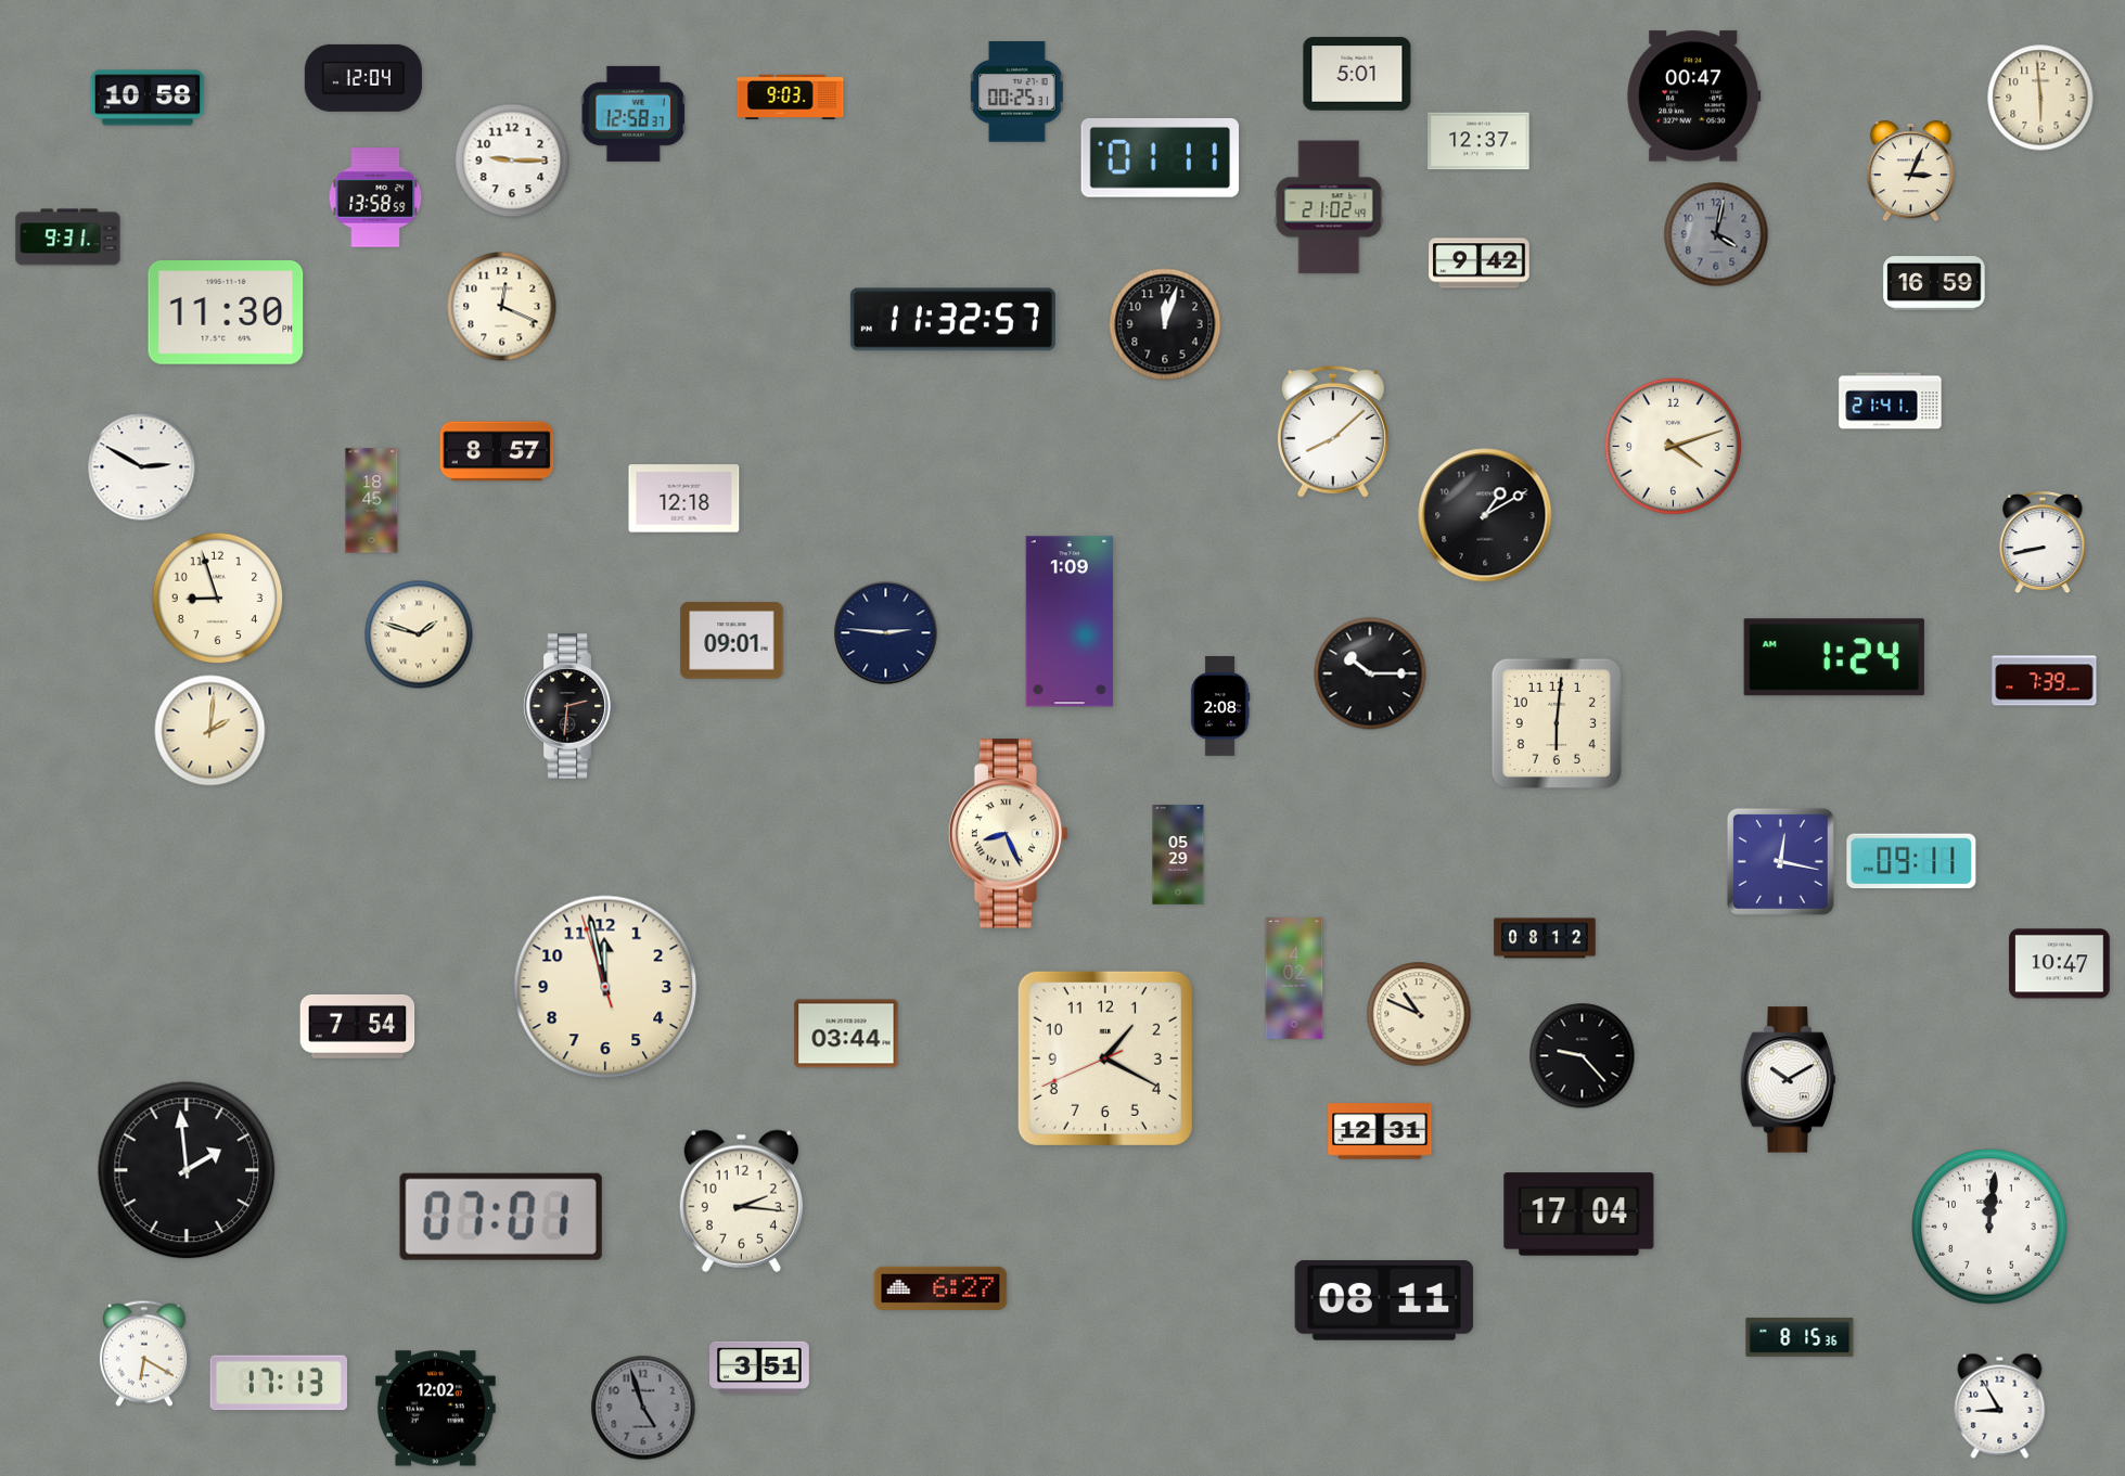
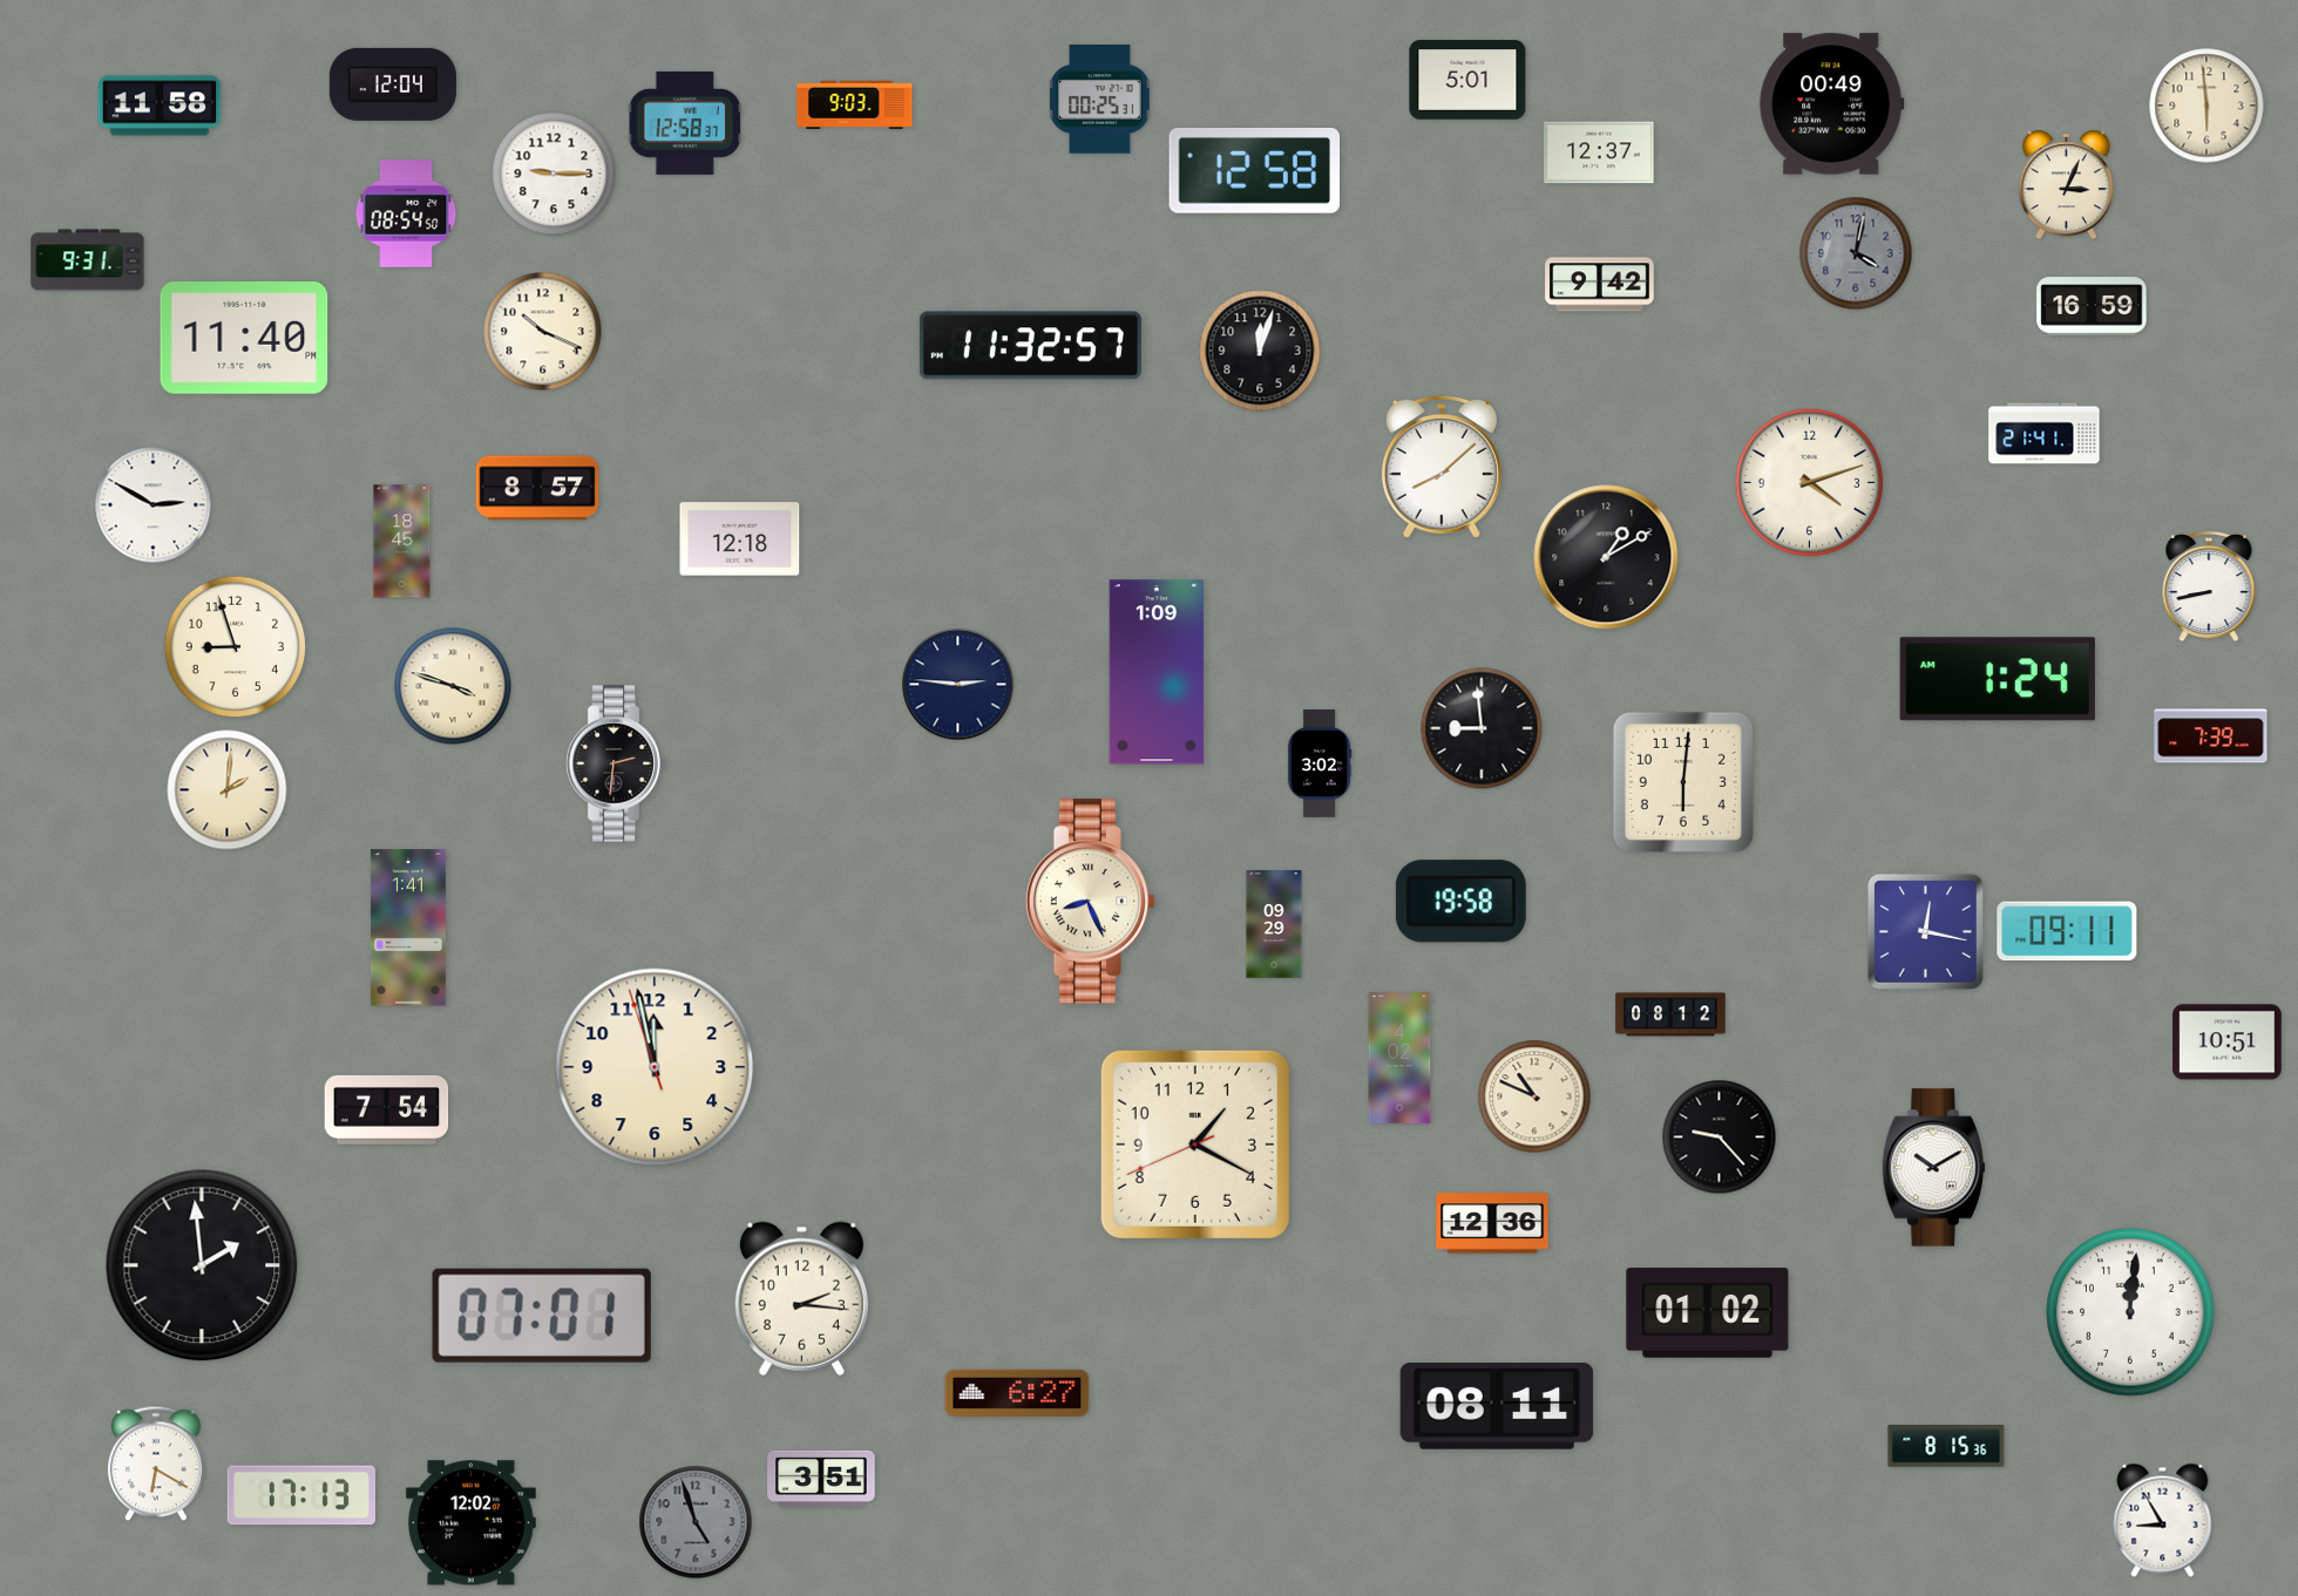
clock at (1694, 97): 00:47 -> 00:49
clock at (148, 98): 10:58 -> 11:58
clock at (1160, 157): 01:11 -> 12:58
clock at (375, 198): 13:58 -> 08:54
clock at (1329, 207): 21:02 -> none
clock at (68, 238) position: (68, 238) -> (88, 260)
clock at (502, 307): 12:19 -> 10:19
clock at (226, 313): 11:30 -> 11:40
clock at (419, 634): 1:48 -> 3:48
clock at (732, 641): 09:01 -> none
clock at (1834, 657) position: (1834, 657) -> (1998, 679)
clock at (1370, 673): 10:15 -> 8:59
clock at (1220, 706): 2:08 -> 3:02
clock at (1460, 902): none -> 19:58
clock at (1178, 855): 05:29 -> 09:29
clock at (408, 928): none -> 1:41
clock at (2060, 964): 10:47 -> 10:51
clock at (846, 1034): 03:44 -> none
clock at (1583, 1056) position: (1583, 1056) -> (1720, 1137)
clock at (1380, 1131): 12:31 -> 12:36
clock at (1579, 1215): 17:04 -> 01:02
clock at (1989, 1227) position: (1989, 1227) -> (2130, 1312)
